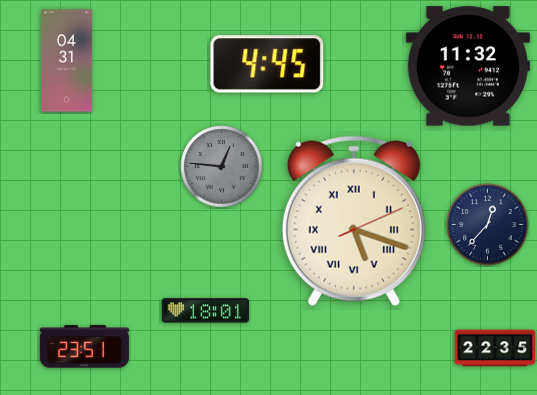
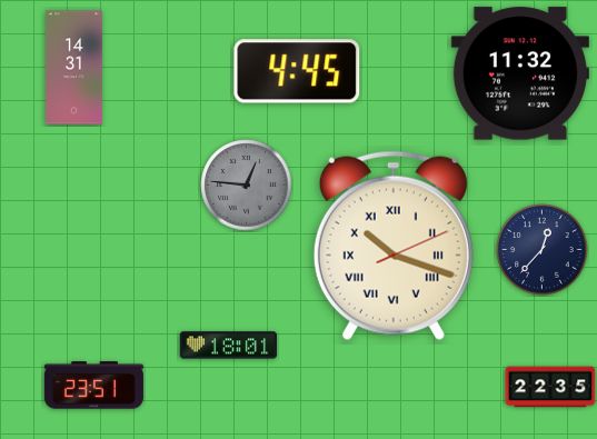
clock at (66, 61): 04:31 -> 14:31
clock at (354, 221): 5:18 -> 10:18
